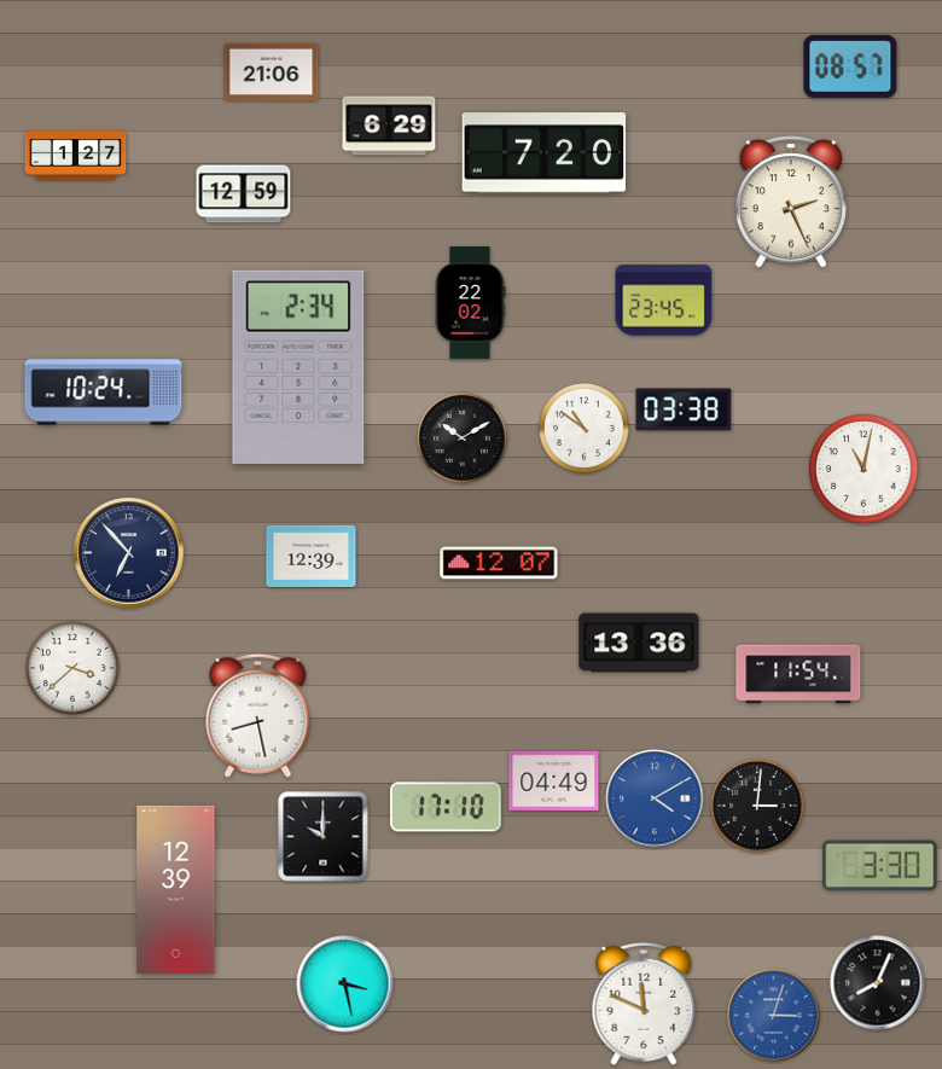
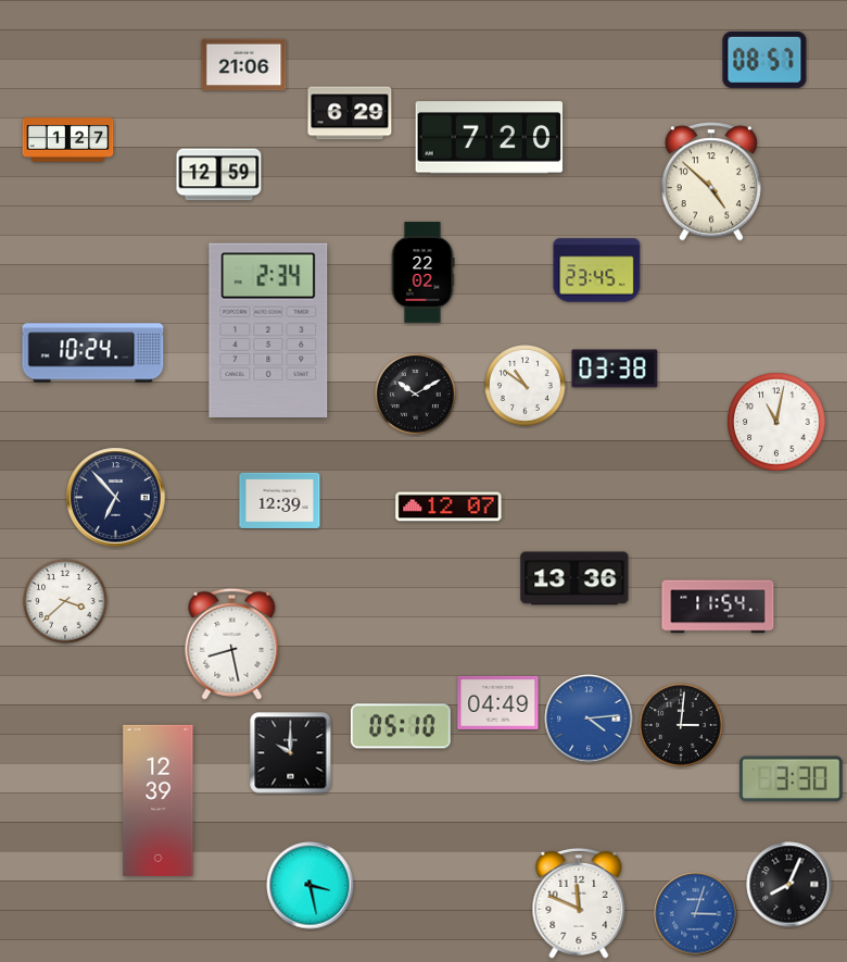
clock at (791, 202): 2:26 -> 4:52
clock at (655, 798): 4:10 -> 4:14
clock at (446, 807): 17:10 -> 05:10
